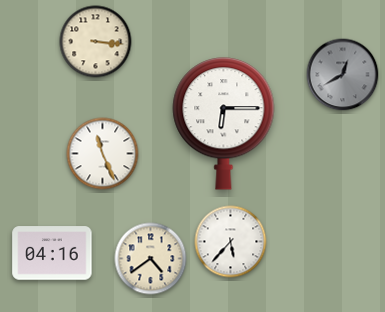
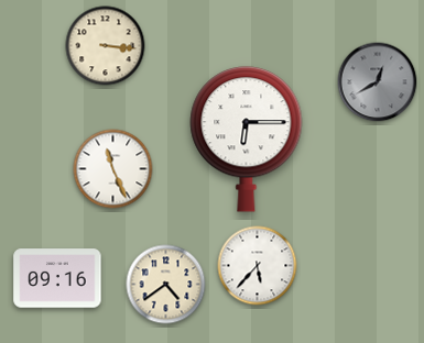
clock at (224, 124) position: (224, 124) -> (247, 140)
clock at (231, 242) position: (231, 242) -> (258, 266)
clock at (52, 253): 04:16 -> 09:16
